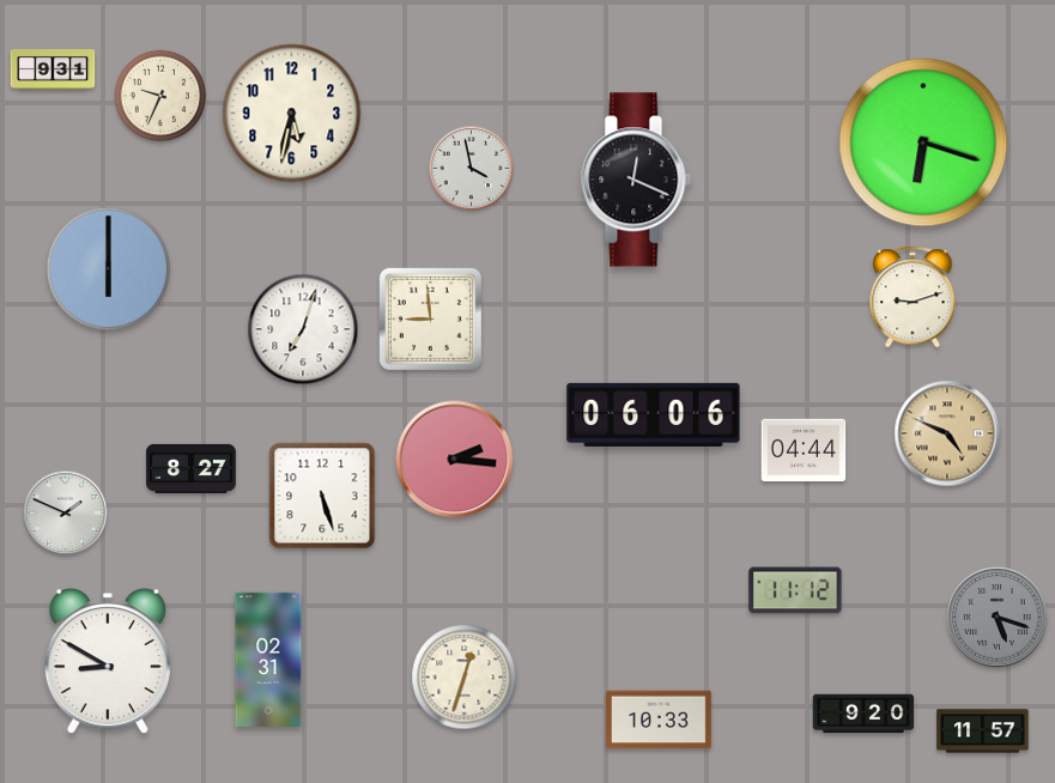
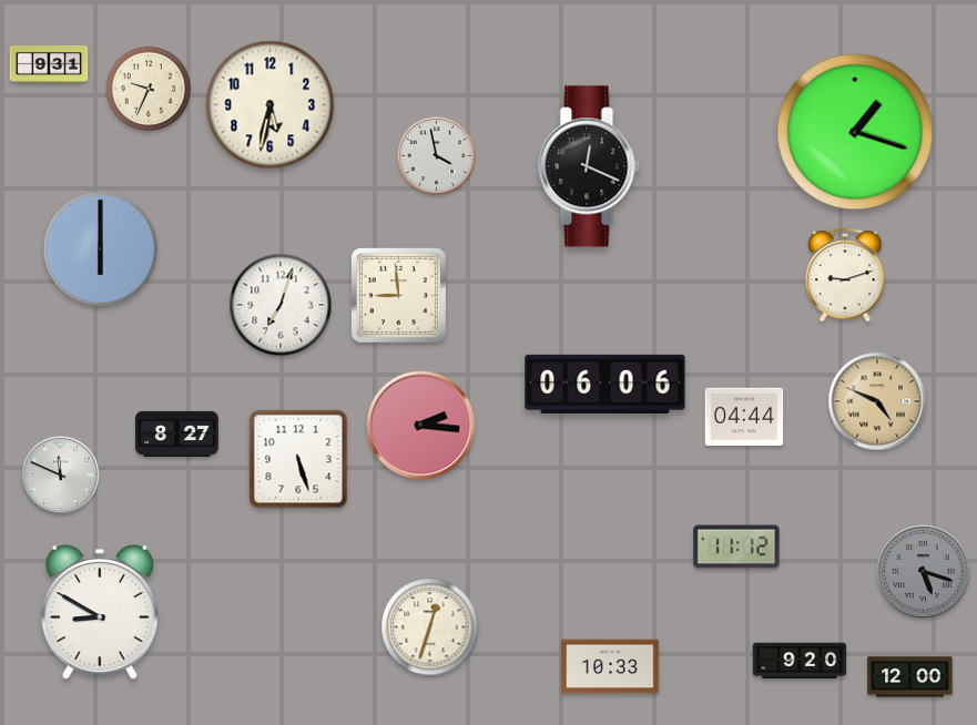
clock at (923, 142): 6:18 -> 1:18
clock at (66, 514): 1:49 -> 11:49
clock at (268, 660): 02:31 -> none
clock at (983, 732): 11:57 -> 12:00
